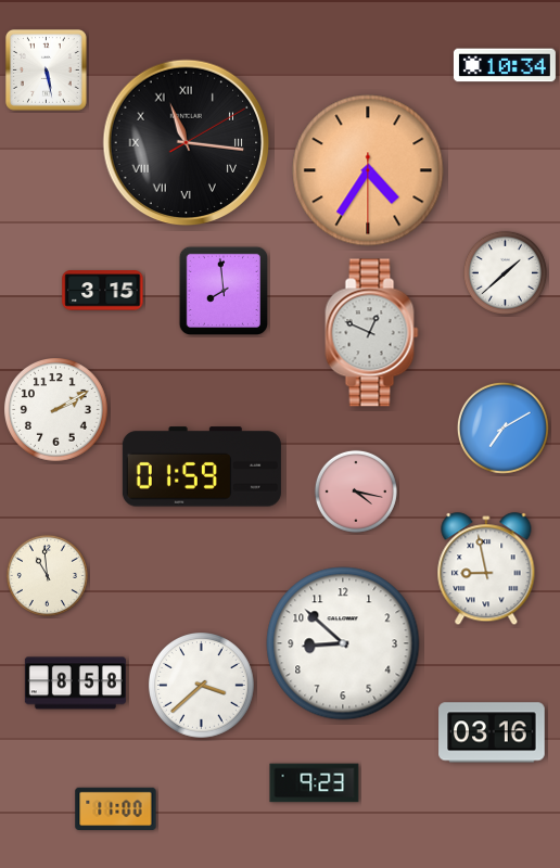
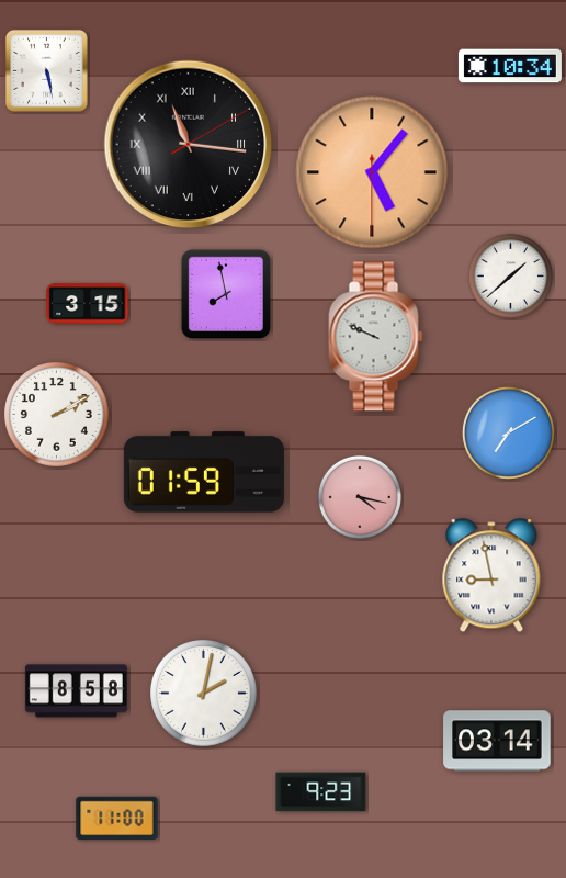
clock at (368, 170): 4:35 -> 5:06
clock at (222, 290): 7:59 -> 7:58
clock at (103, 291) position: (103, 291) -> (88, 304)
clock at (372, 333): 12:49 -> 9:49
clock at (47, 575): 10:59 -> none
clock at (343, 643): 8:52 -> none
clock at (202, 686): 3:38 -> 2:02
clock at (492, 732): 03:16 -> 03:14
clock at (315, 783) position: (315, 783) -> (321, 792)
